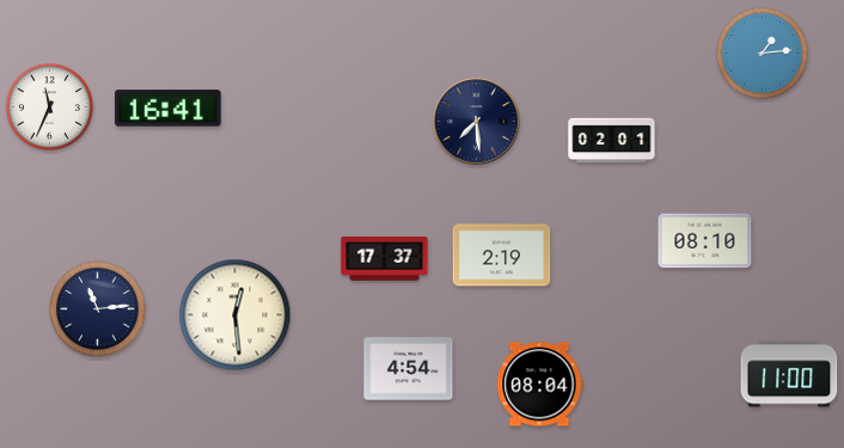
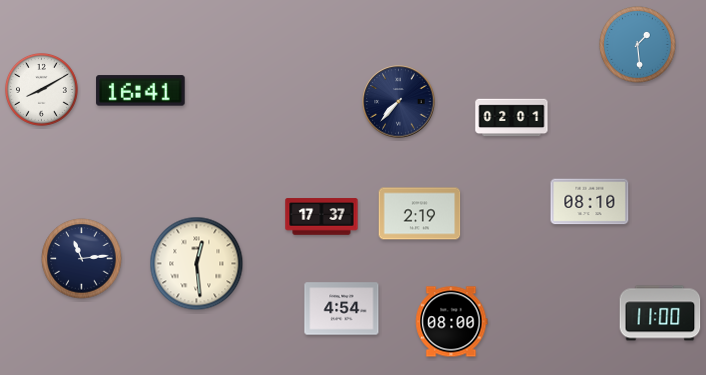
clock at (763, 54): 1:14 -> 1:29
clock at (50, 108): 11:34 -> 8:10
clock at (477, 122): 7:29 -> 7:37
clock at (540, 385): 08:04 -> 08:00
